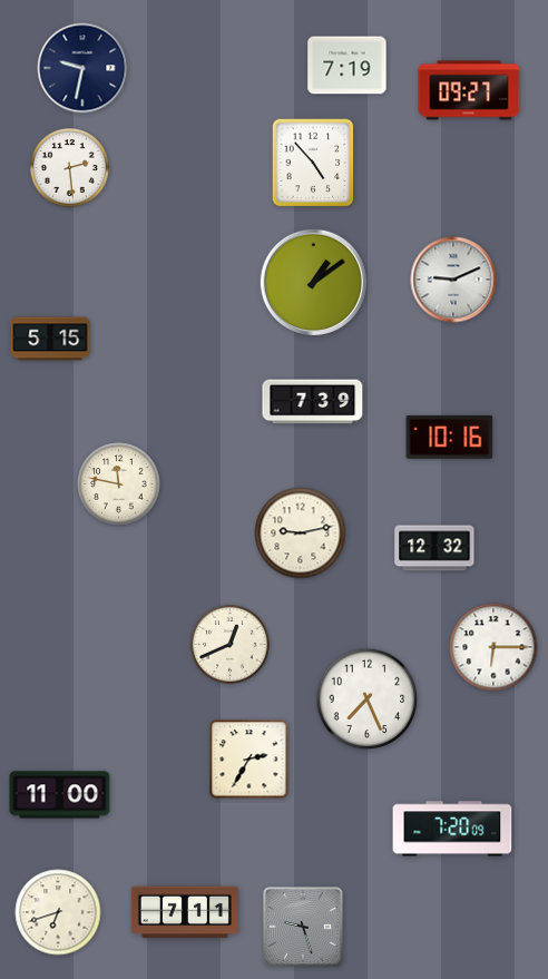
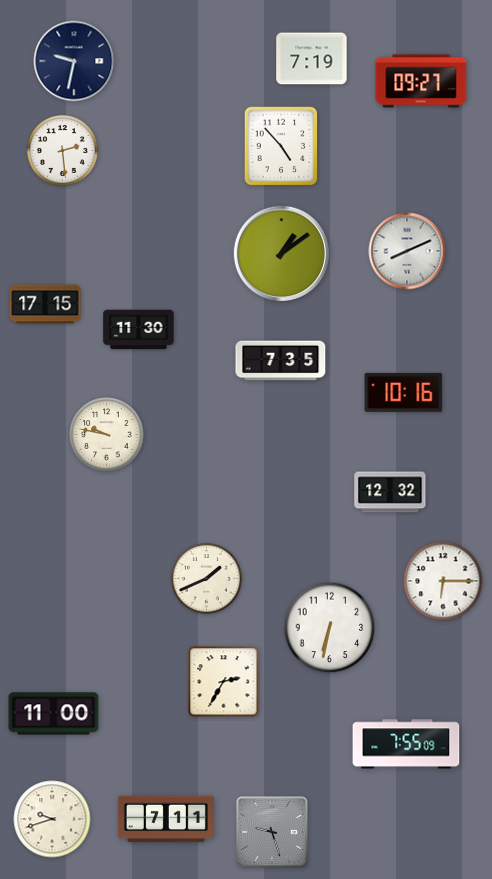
clock at (453, 280): 9:11 -> 8:11
clock at (50, 339): 5:15 -> 17:15
clock at (139, 330): none -> 11:30
clock at (313, 402): 7:39 -> 7:35
clock at (119, 484): 11:47 -> 9:47
clock at (301, 533): 9:13 -> none
clock at (231, 645): 12:41 -> 1:41
clock at (368, 699): 7:26 -> 6:32
clock at (452, 829): 7:20 -> 7:55
clock at (58, 912): 6:42 -> 9:42
